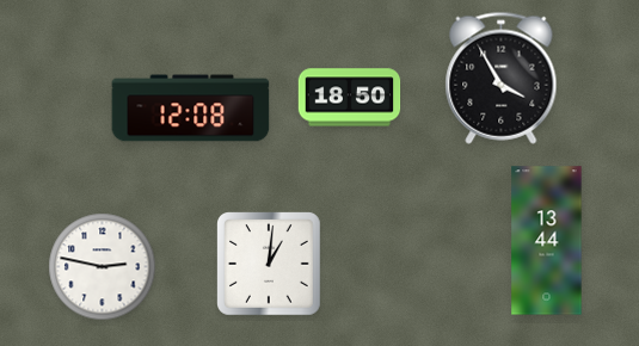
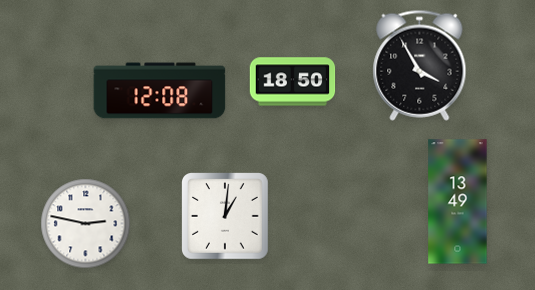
clock at (547, 241): 13:44 -> 13:49
clock at (270, 265) position: (270, 265) -> (226, 217)
